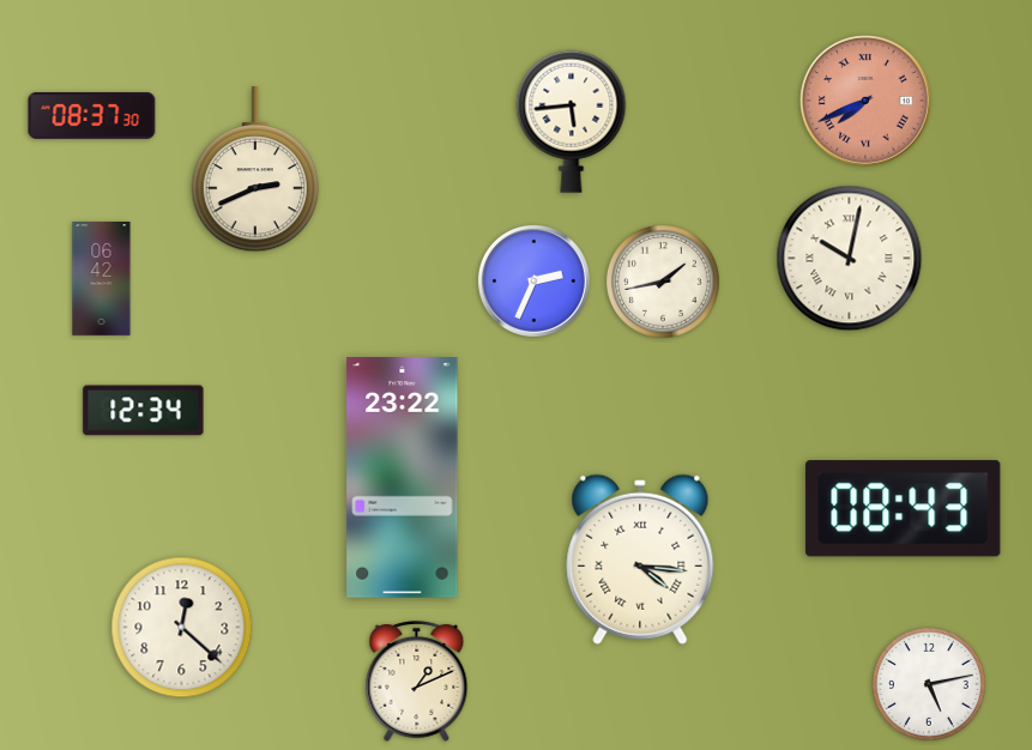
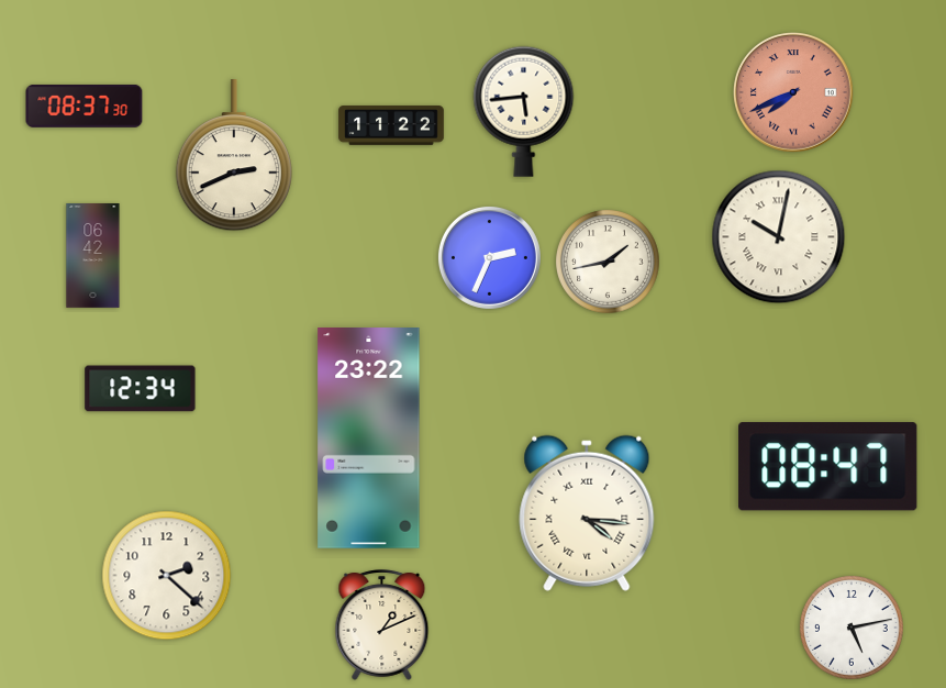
clock at (391, 125): none -> 11:22
clock at (664, 283) position: (664, 283) -> (609, 263)
clock at (144, 411) position: (144, 411) -> (141, 389)
clock at (904, 509): 08:43 -> 08:47
clock at (182, 628): 12:22 -> 2:22
